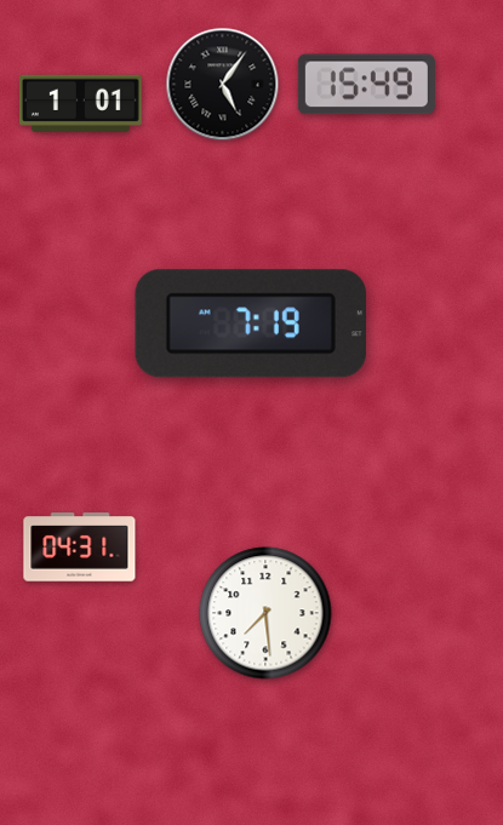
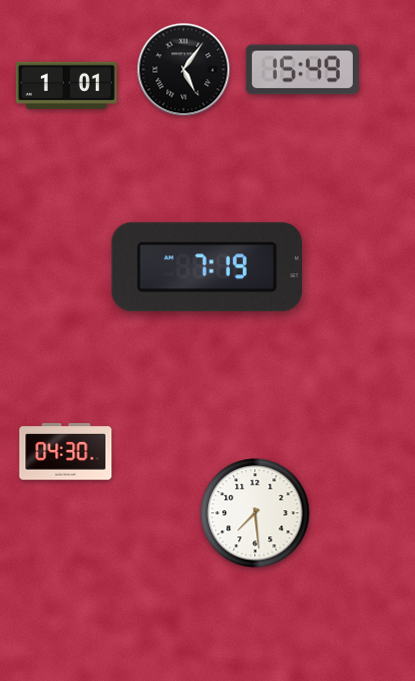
clock at (80, 548): 04:31 -> 04:30
clock at (265, 613) position: (265, 613) -> (255, 513)
